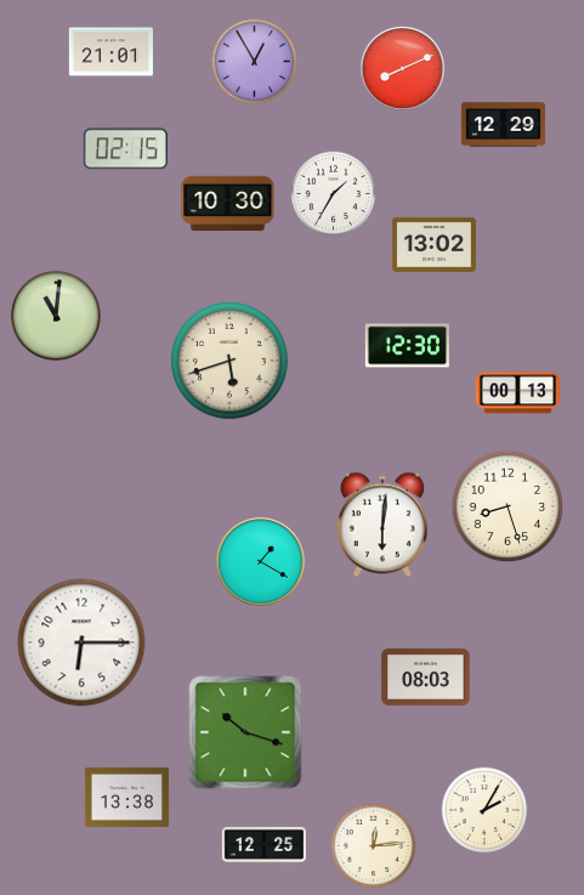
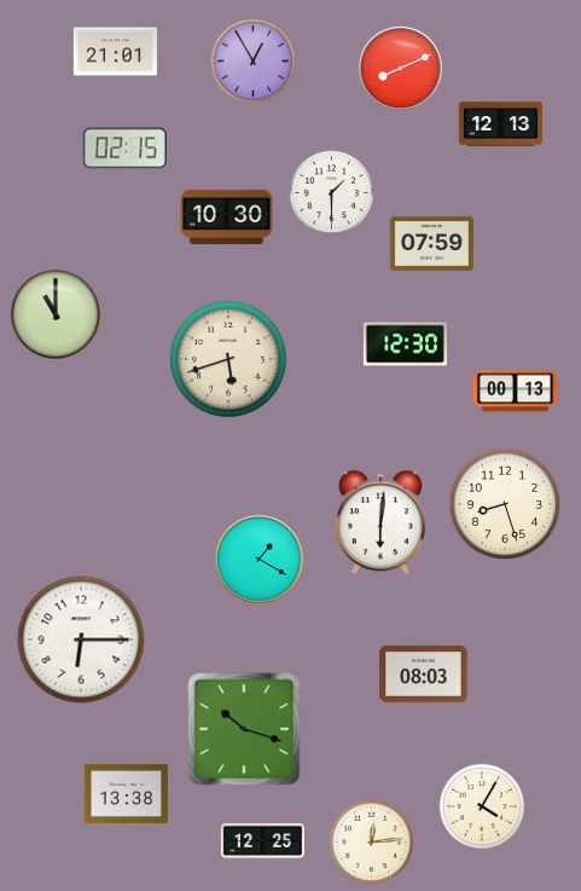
clock at (110, 52) position: (110, 52) -> (115, 52)
clock at (503, 125): 12:29 -> 12:13
clock at (334, 194): 1:35 -> 1:30
clock at (228, 203) position: (228, 203) -> (227, 216)
clock at (433, 244): 13:02 -> 07:59
clock at (56, 316): 11:01 -> 11:00
clock at (484, 810): 2:05 -> 4:05
